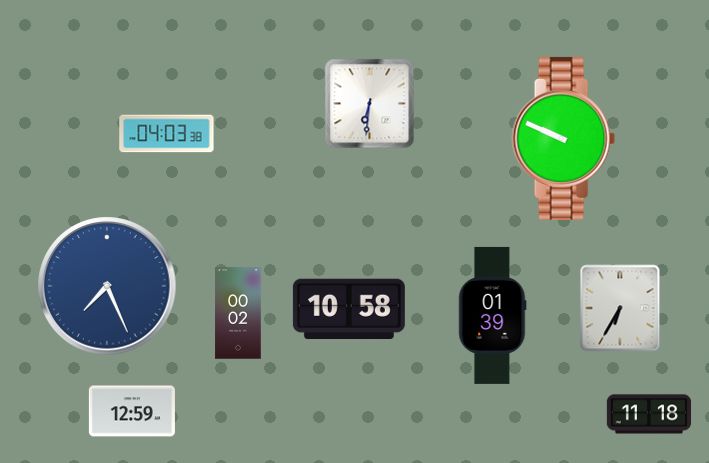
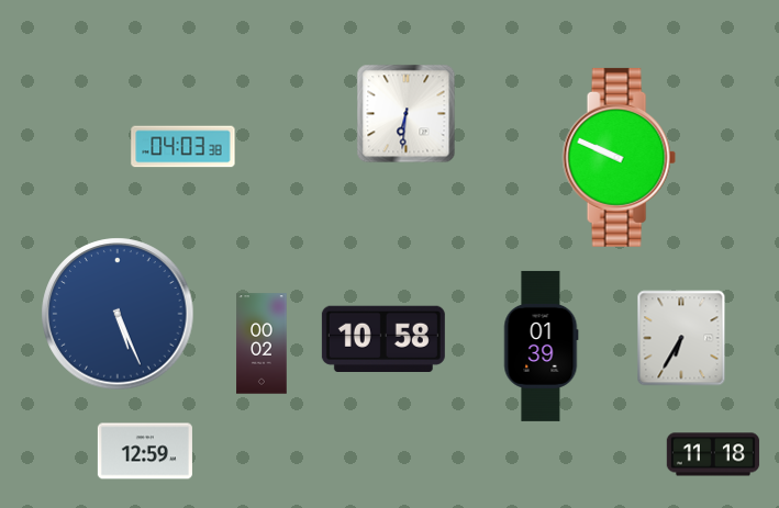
clock at (563, 138) position: (563, 138) -> (619, 157)
clock at (107, 286): 7:26 -> 5:26
